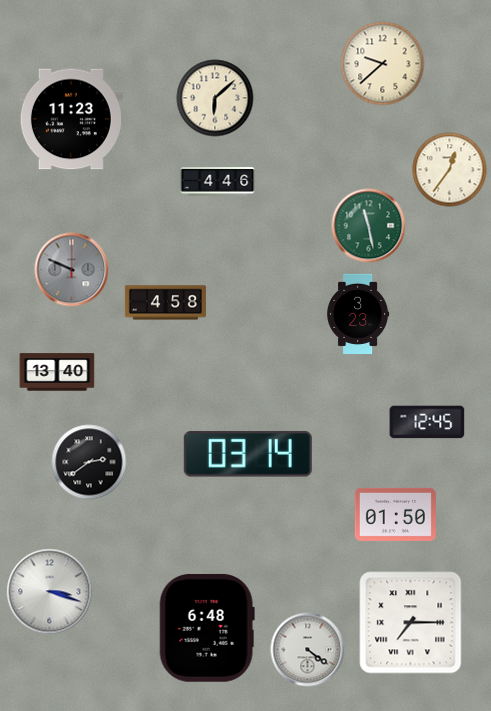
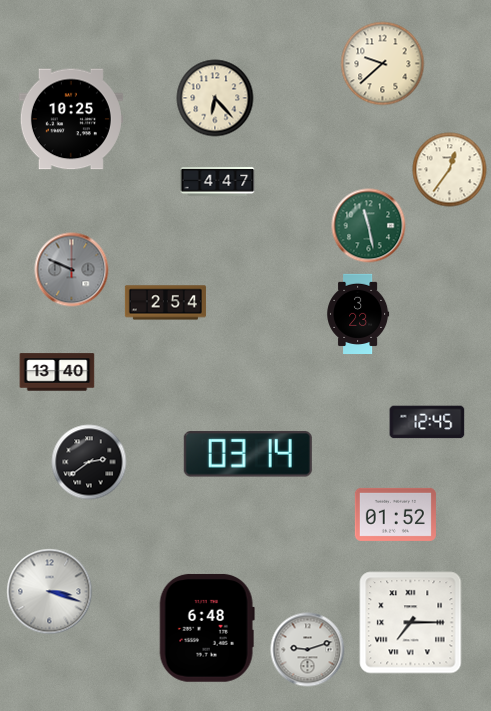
clock at (215, 98): 6:08 -> 6:23
clock at (71, 119): 11:23 -> 10:25
clock at (218, 182): 4:46 -> 4:47
clock at (165, 303): 4:58 -> 2:54
clock at (395, 514): 01:50 -> 01:52
clock at (308, 650): 4:21 -> 9:12
